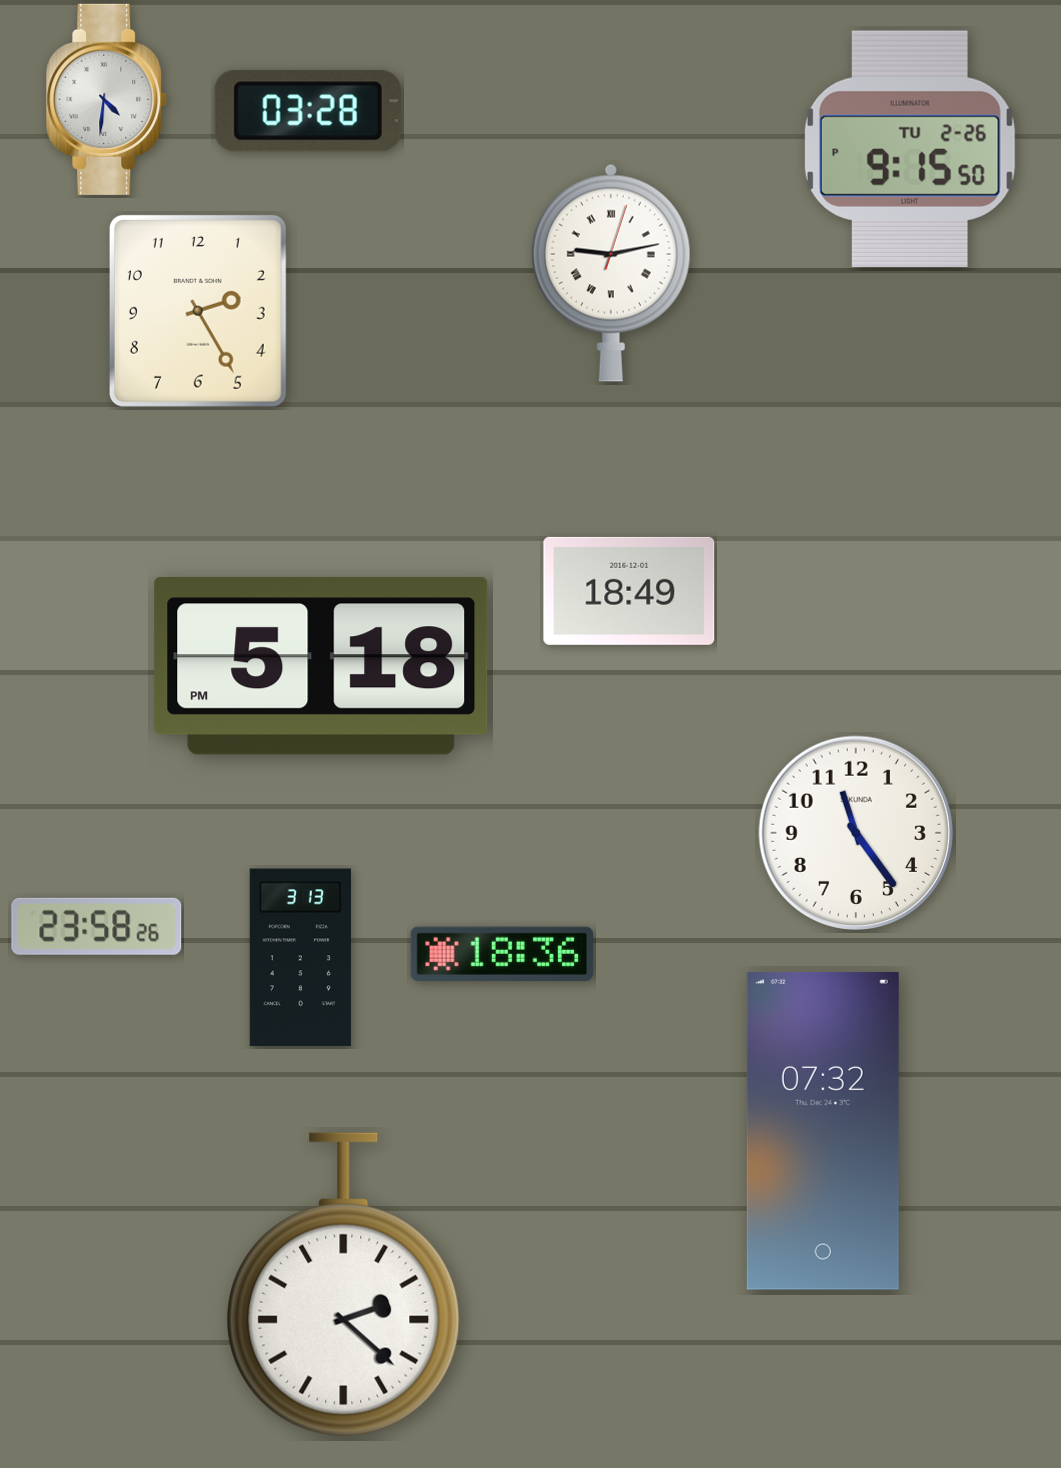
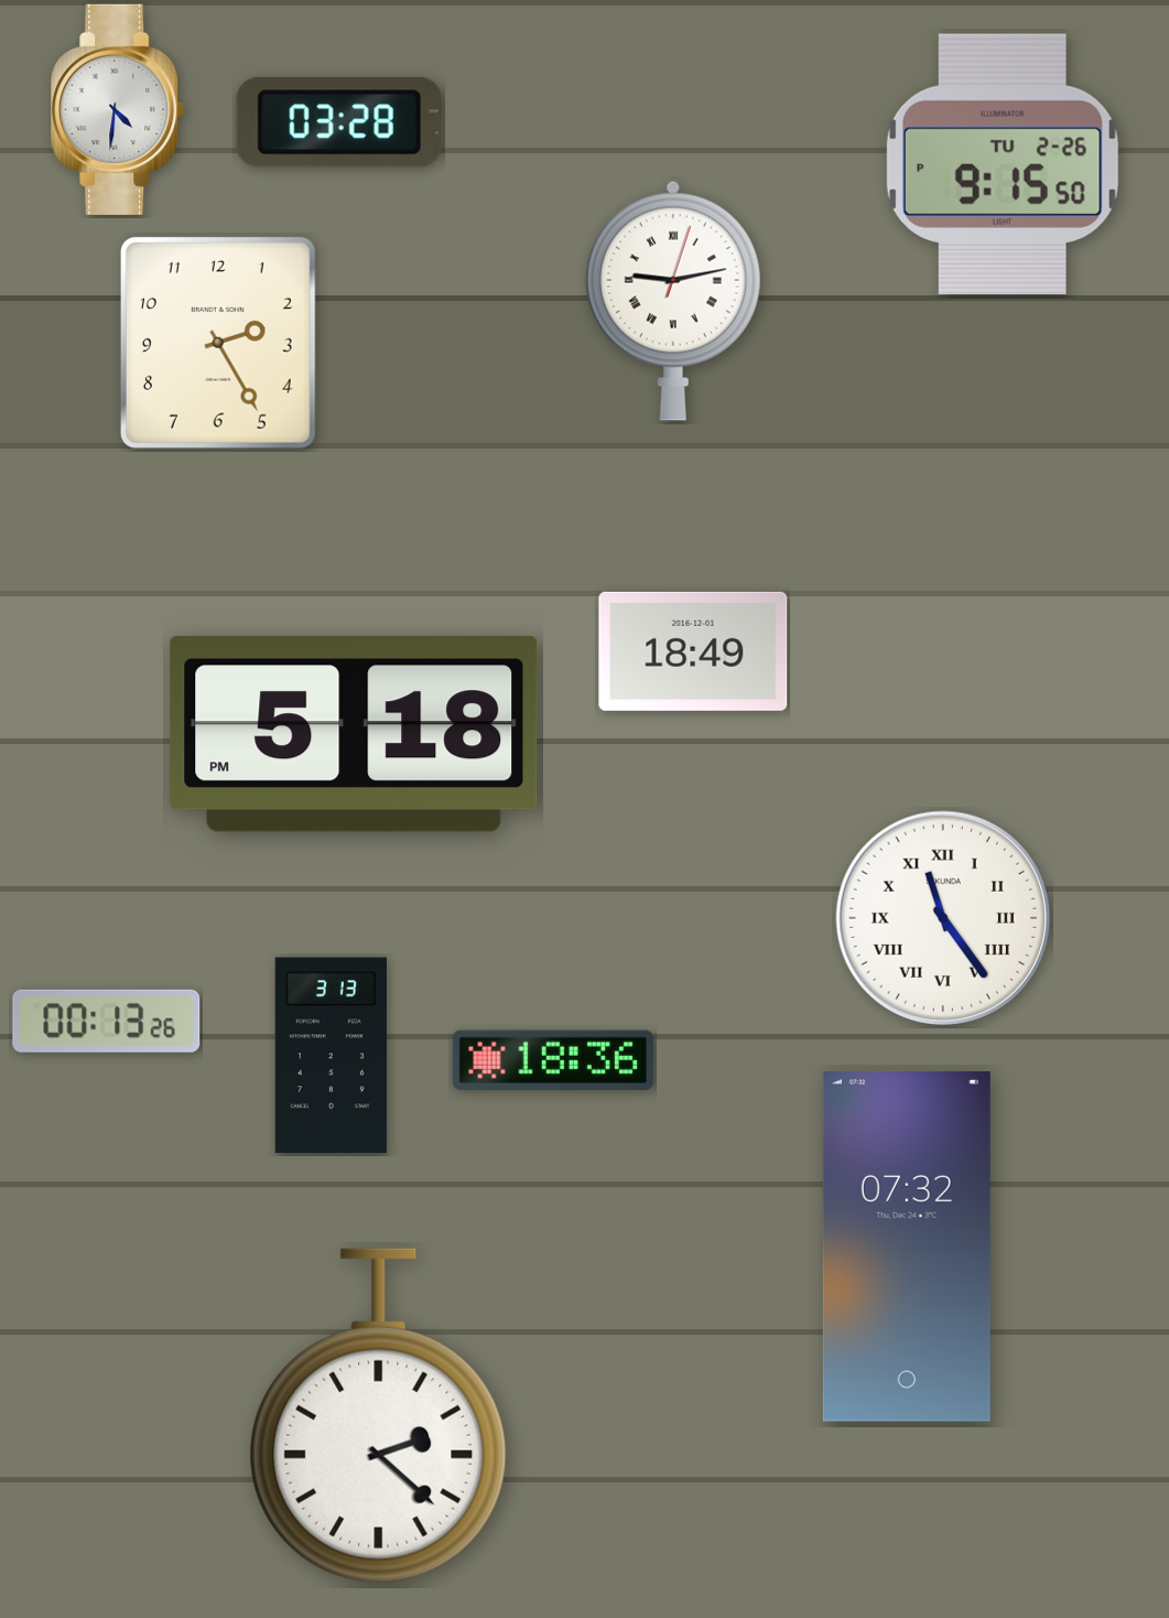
clock at (855, 832) numerals: Arabic -> Roman
clock at (97, 926): 23:58 -> 00:13
clock at (502, 953) position: (502, 953) -> (553, 1059)
